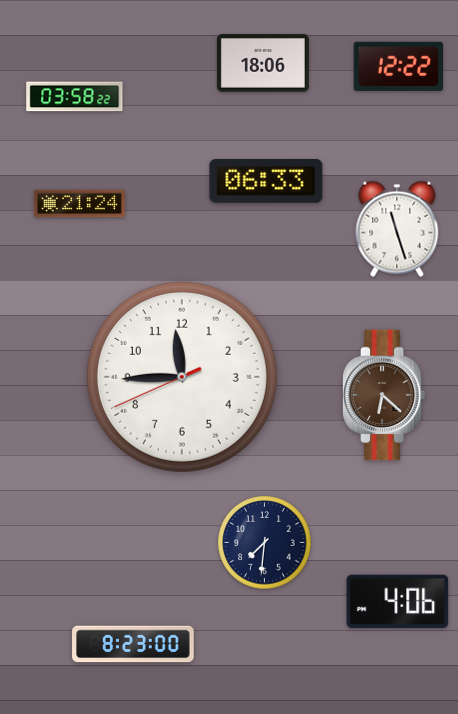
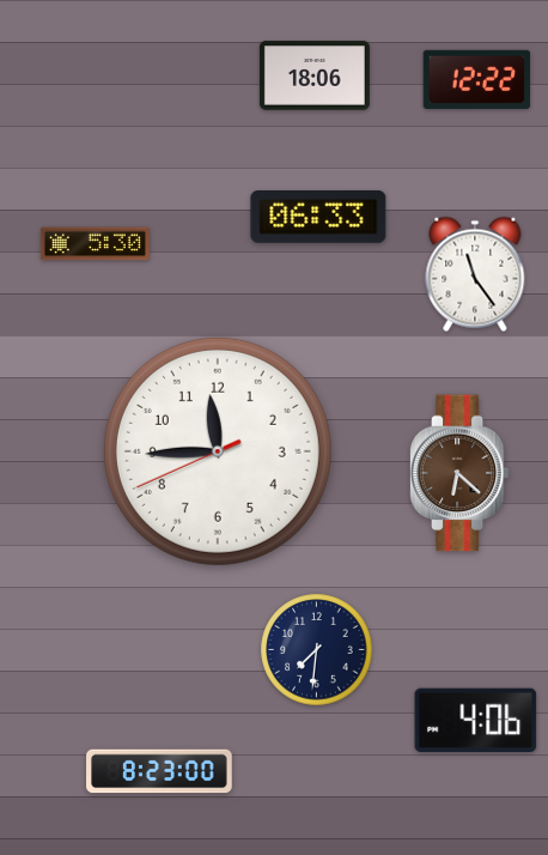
clock at (75, 97): 03:58 -> none
clock at (79, 204): 21:24 -> 5:30
clock at (397, 229): 11:27 -> 11:24
